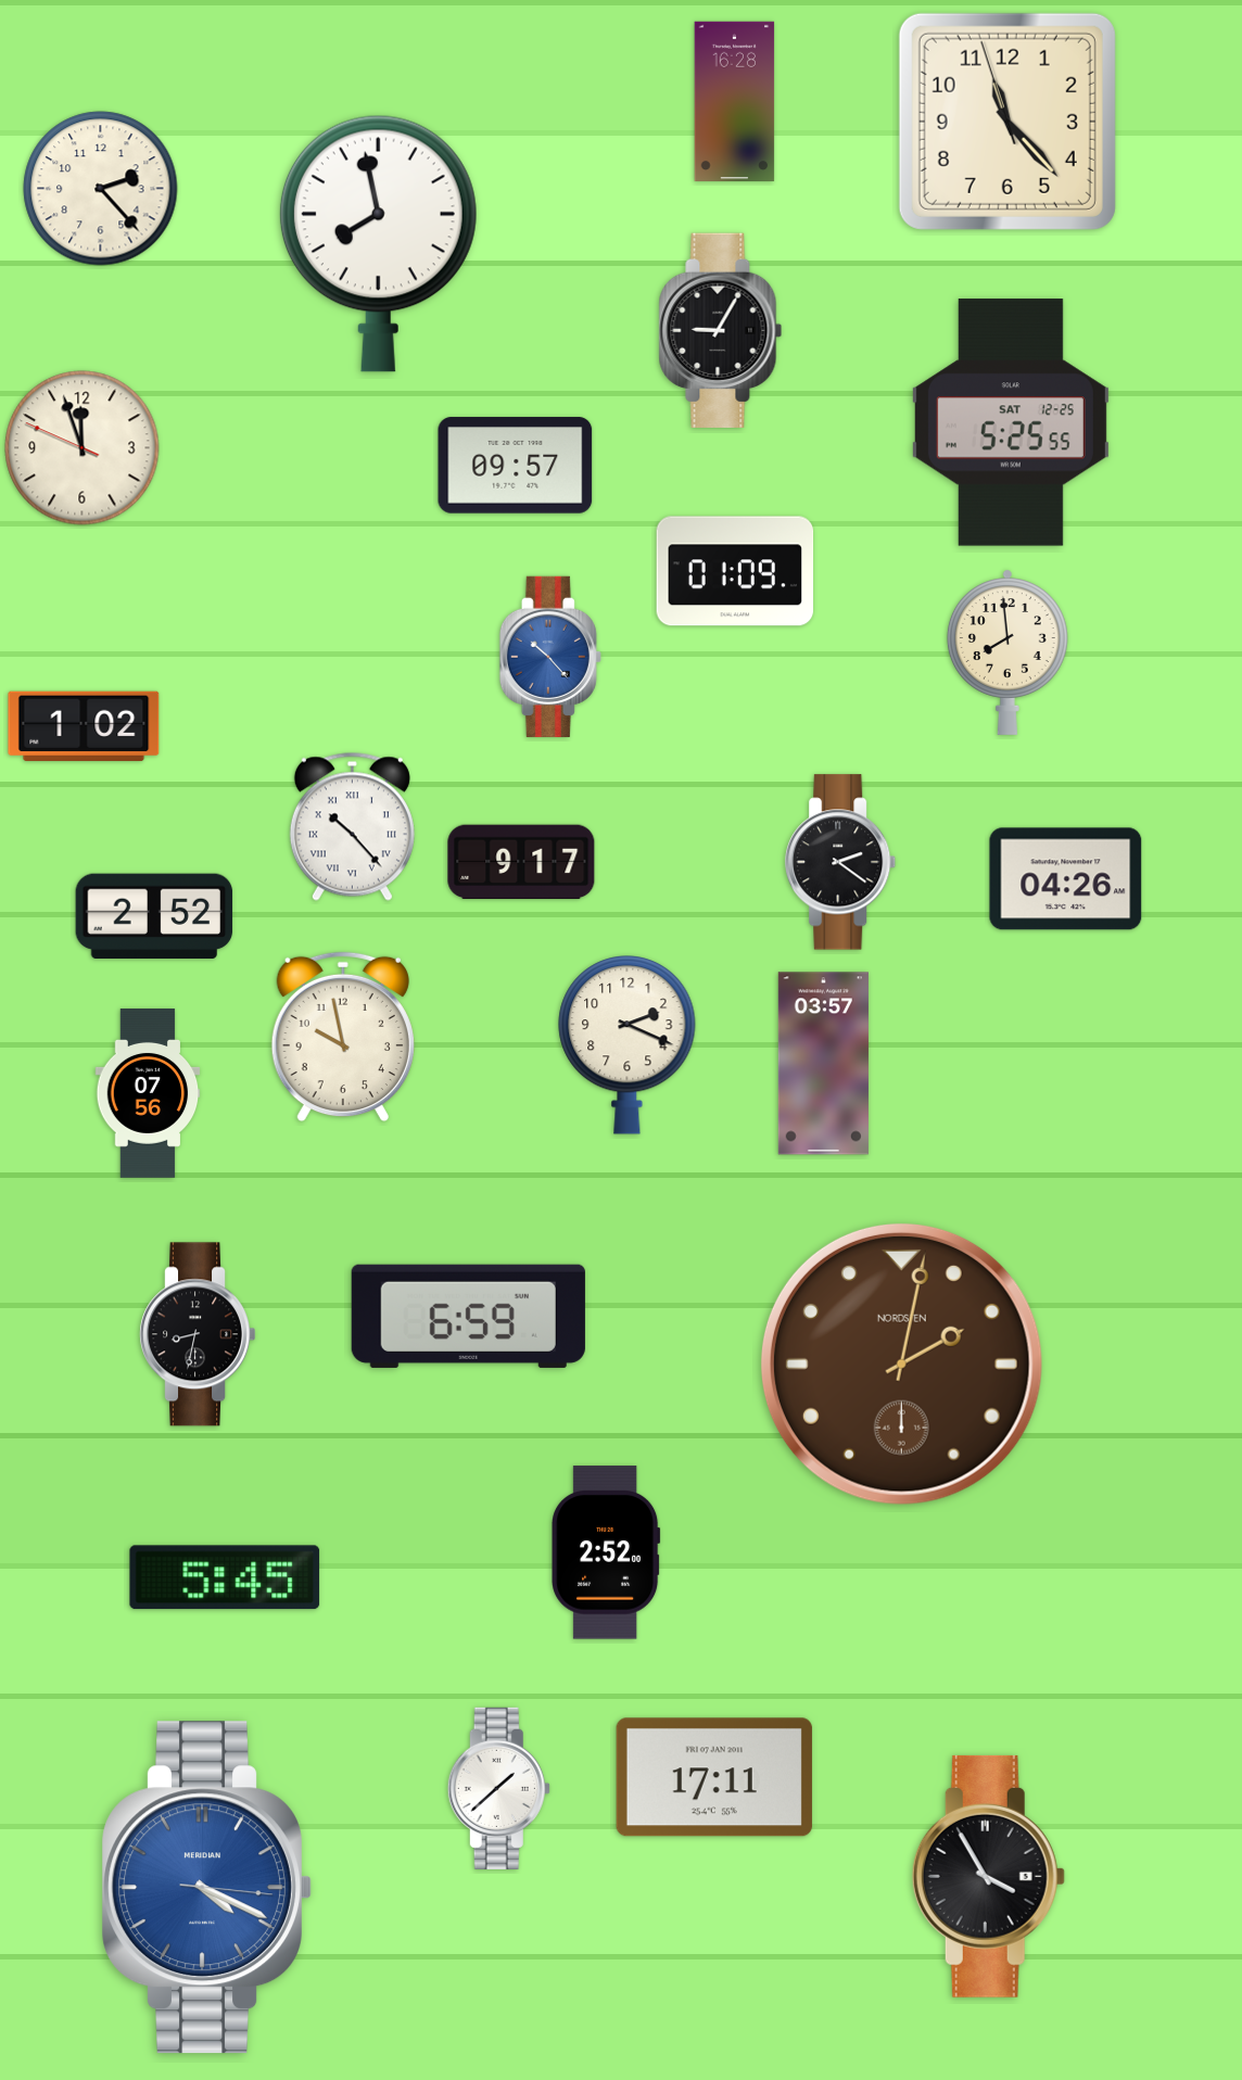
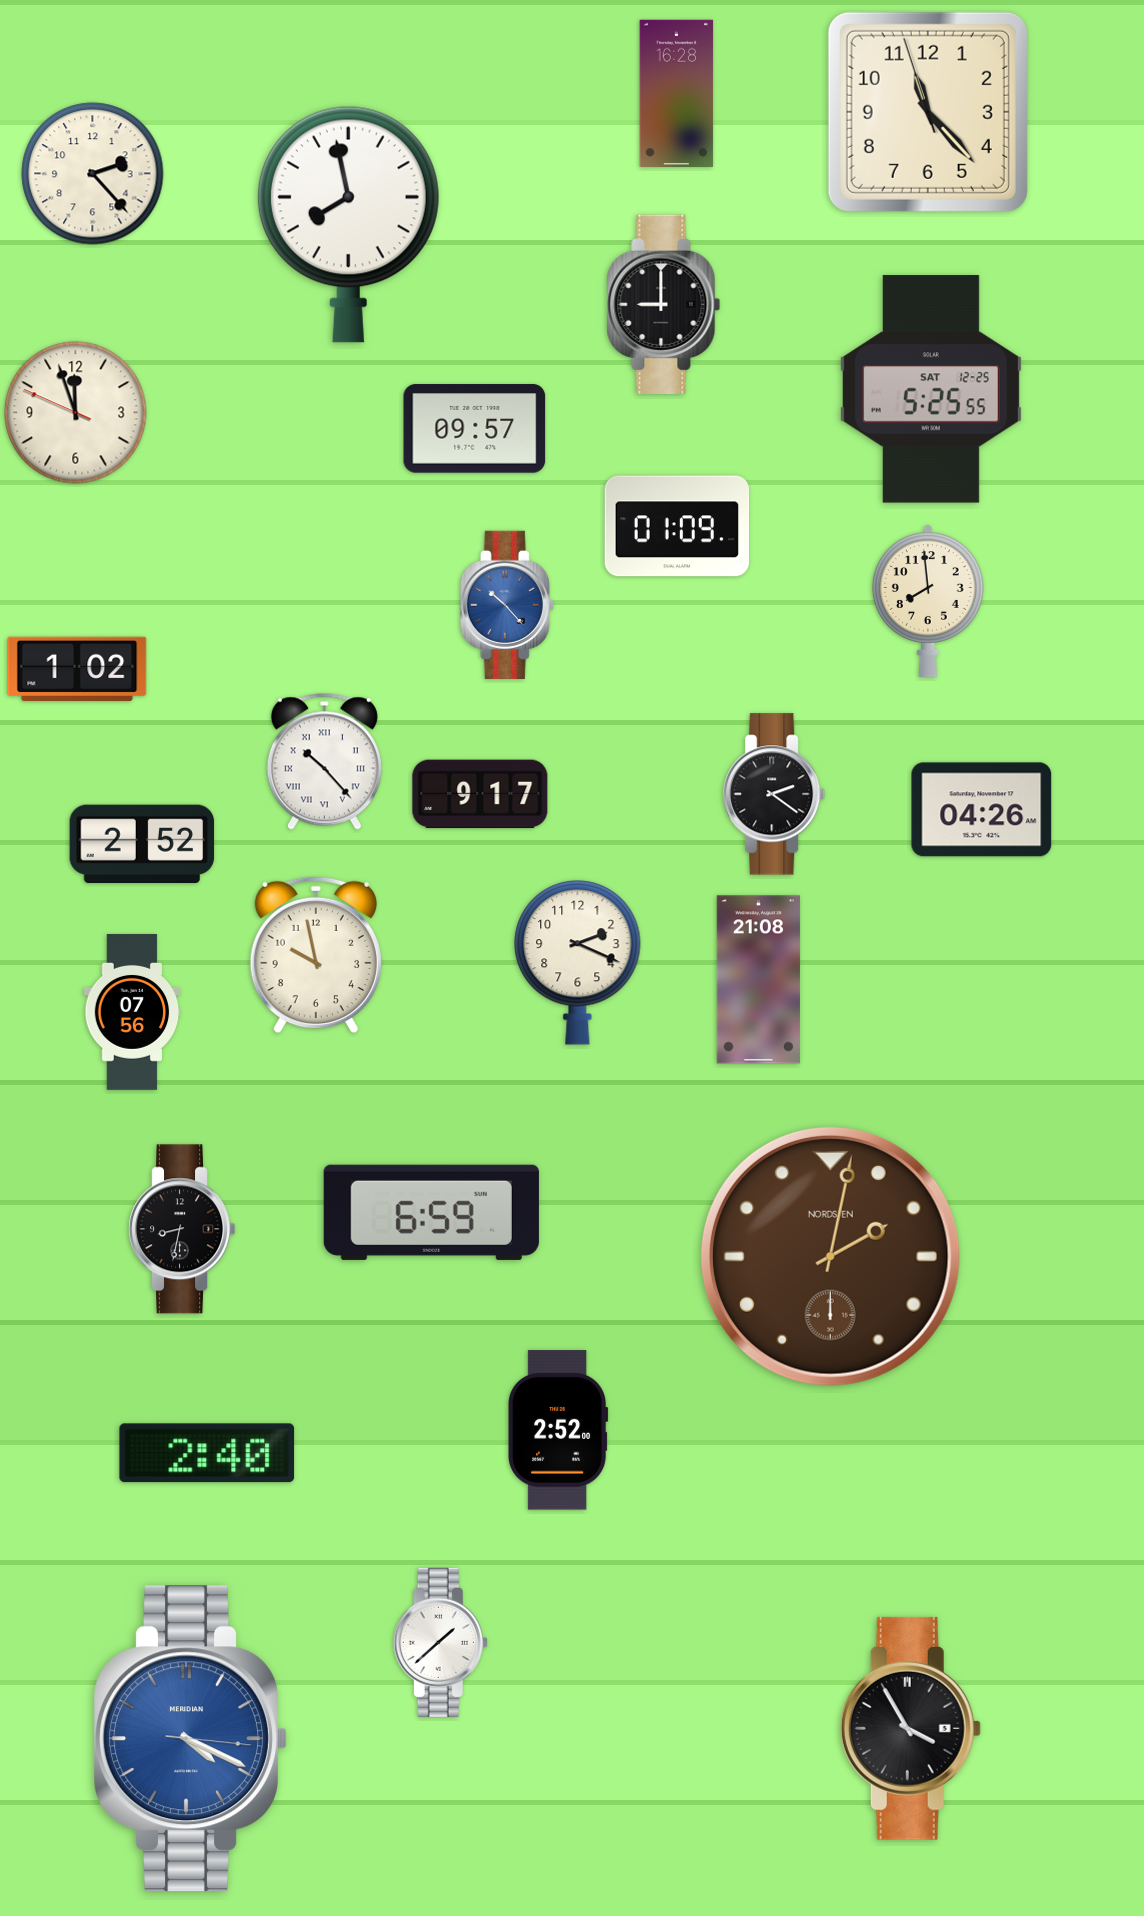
clock at (721, 330): 9:05 -> 9:00
clock at (823, 1064): 03:57 -> 21:08
clock at (148, 1093) position: (148, 1093) -> (132, 1012)
clock at (225, 1577): 5:45 -> 2:40
clock at (714, 1777): 17:11 -> none
clock at (498, 1788) position: (498, 1788) -> (440, 1642)
